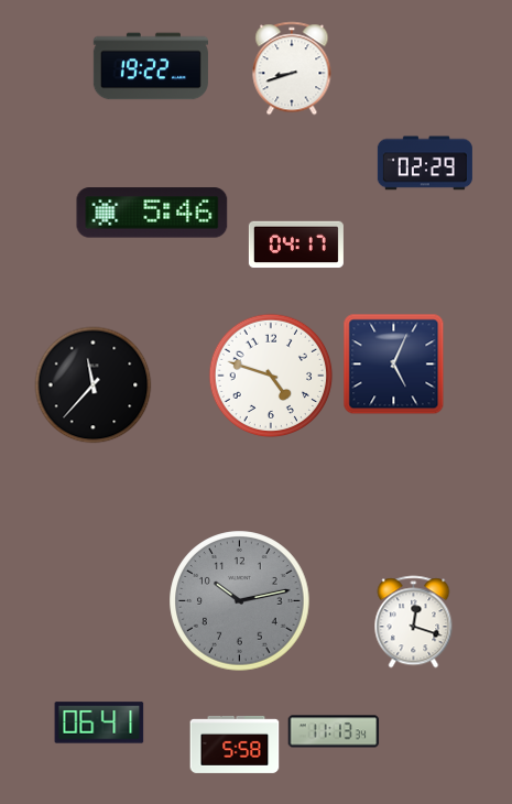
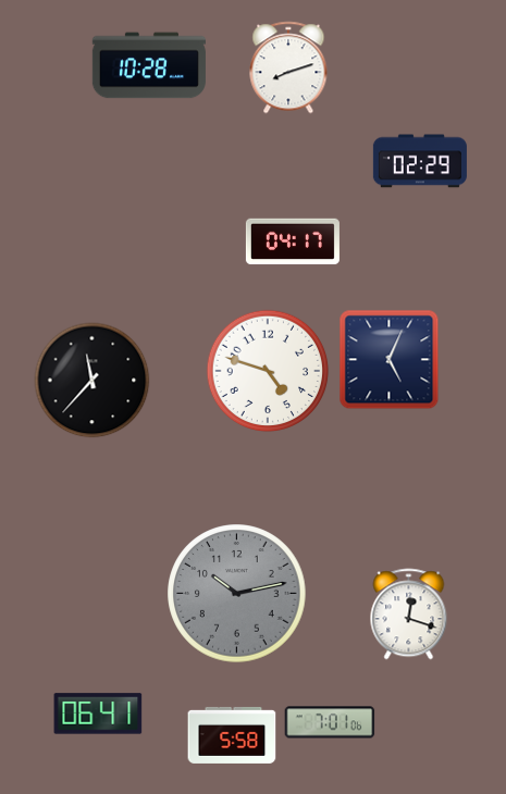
clock at (151, 66): 19:22 -> 10:28
clock at (292, 68): 8:42 -> 8:12
clock at (152, 213): 5:46 -> none
clock at (334, 731): 11:13 -> 7:01
